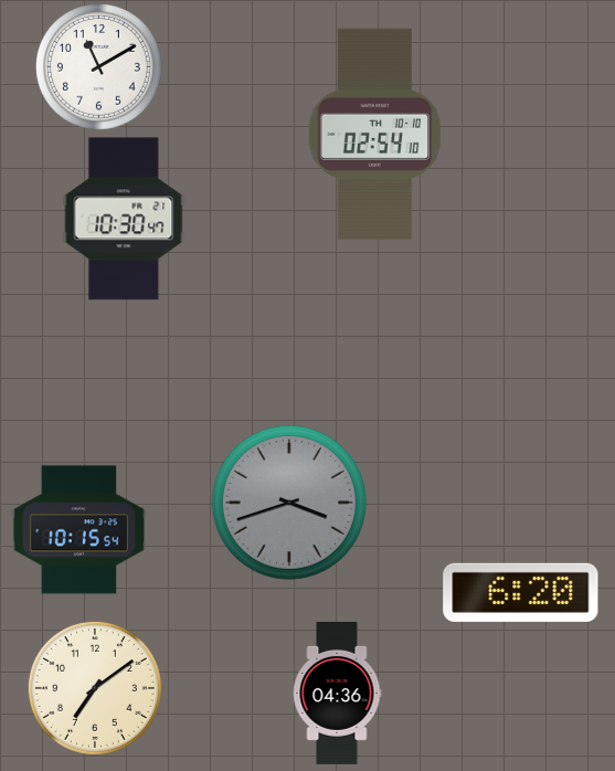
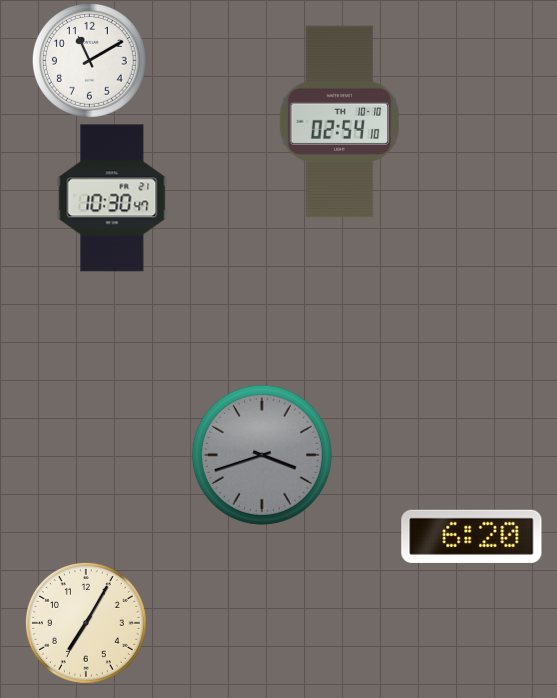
clock at (79, 530): 10:15 -> none
clock at (95, 688): 7:09 -> 7:05
clock at (337, 693): 04:36 -> none
